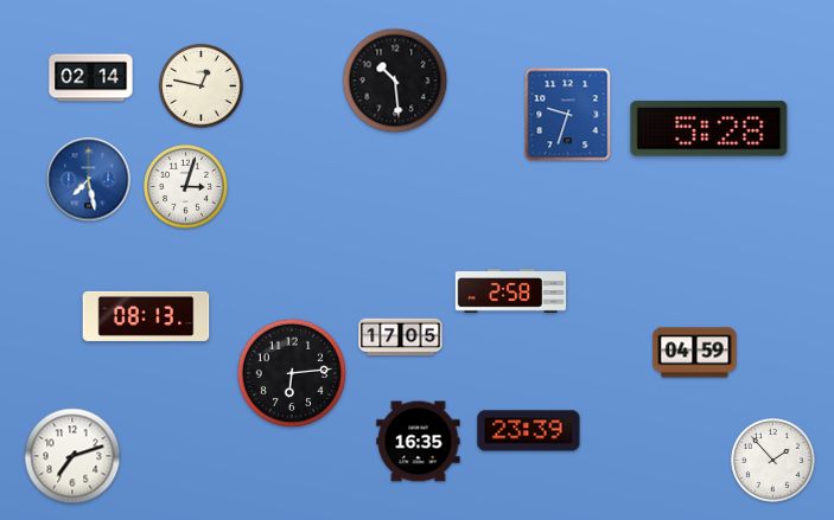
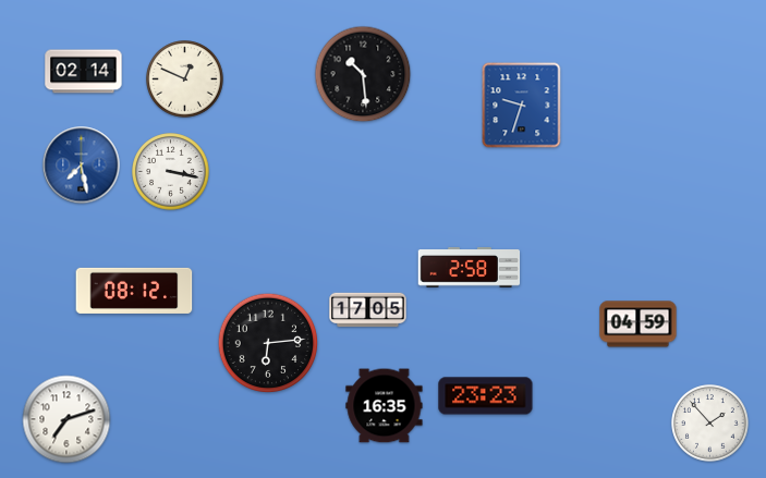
clock at (202, 86): 12:47 -> 12:49
clock at (709, 129): 5:28 -> none
clock at (186, 187): 3:03 -> 3:17
clock at (146, 316): 08:13 -> 08:12
clock at (529, 431): 23:39 -> 23:23
